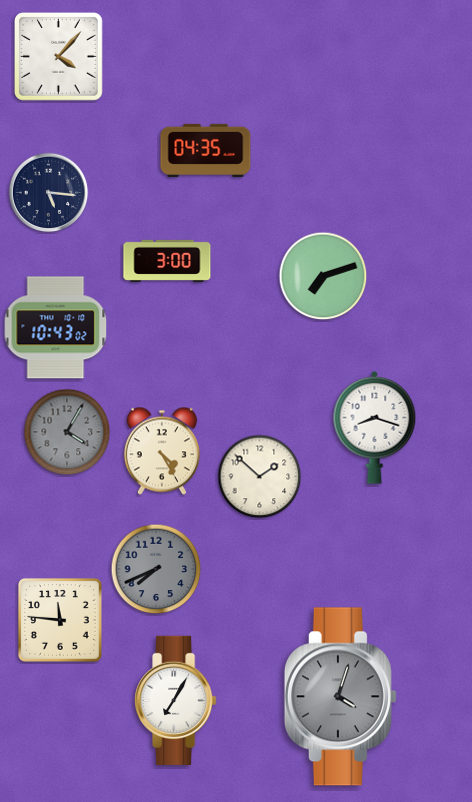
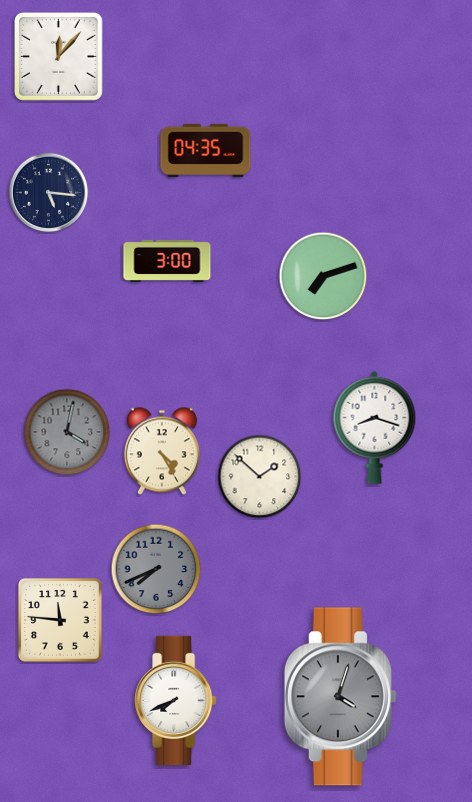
clock at (59, 57): 4:07 -> 12:07
clock at (56, 328): 10:43 -> none
clock at (67, 432): 4:05 -> 4:02
clock at (176, 700): 7:05 -> 7:41
